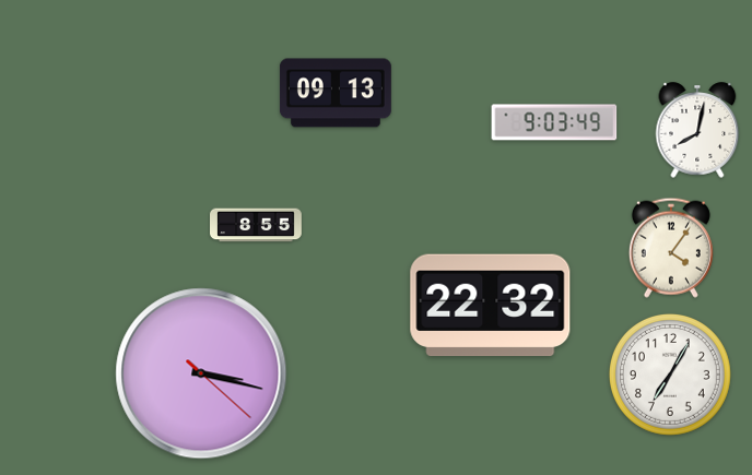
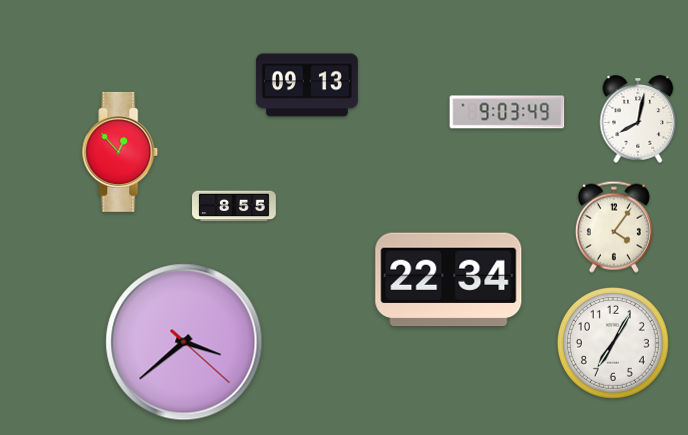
clock at (120, 152): none -> 12:53
clock at (491, 306): 22:32 -> 22:34
clock at (201, 373): 3:17 -> 3:38
